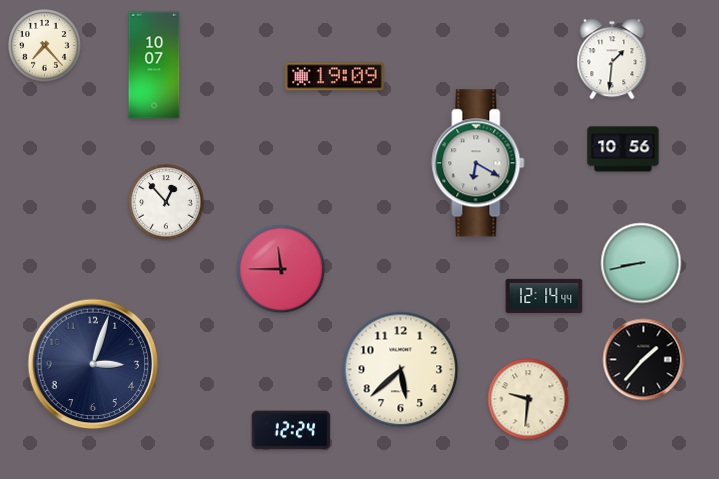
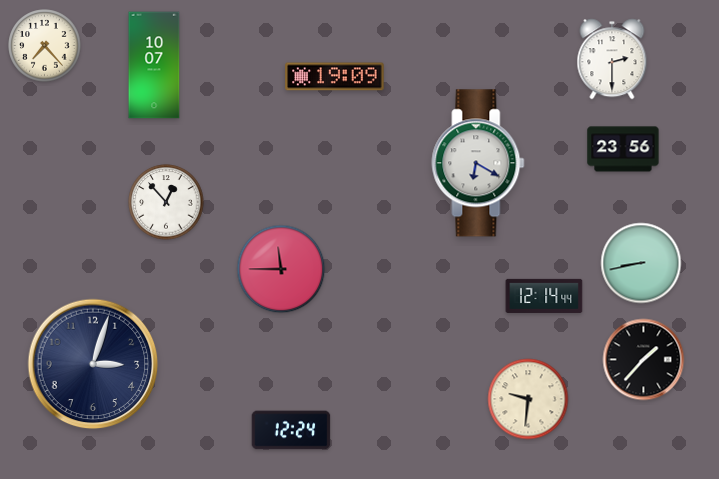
clock at (612, 59): 1:31 -> 2:30
clock at (623, 149): 10:56 -> 23:56
clock at (401, 370): 5:38 -> none
